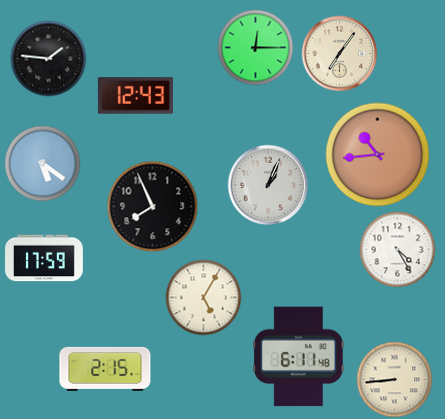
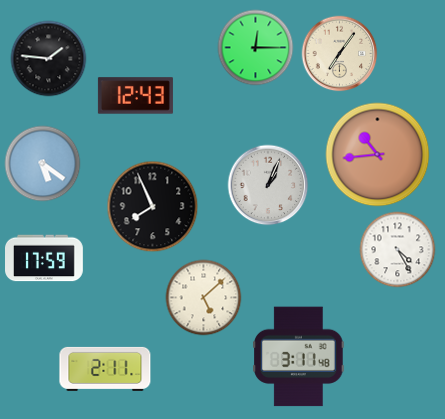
clock at (204, 298): 5:05 -> 5:08
clock at (299, 357): 6:11 -> 3:11
clock at (105, 369): 2:15 -> 2:11
clock at (395, 380): 8:44 -> none
